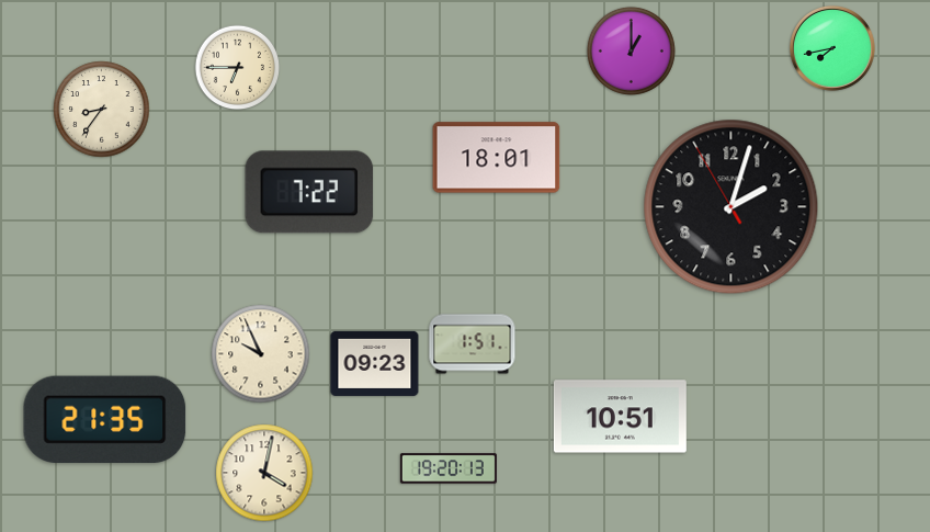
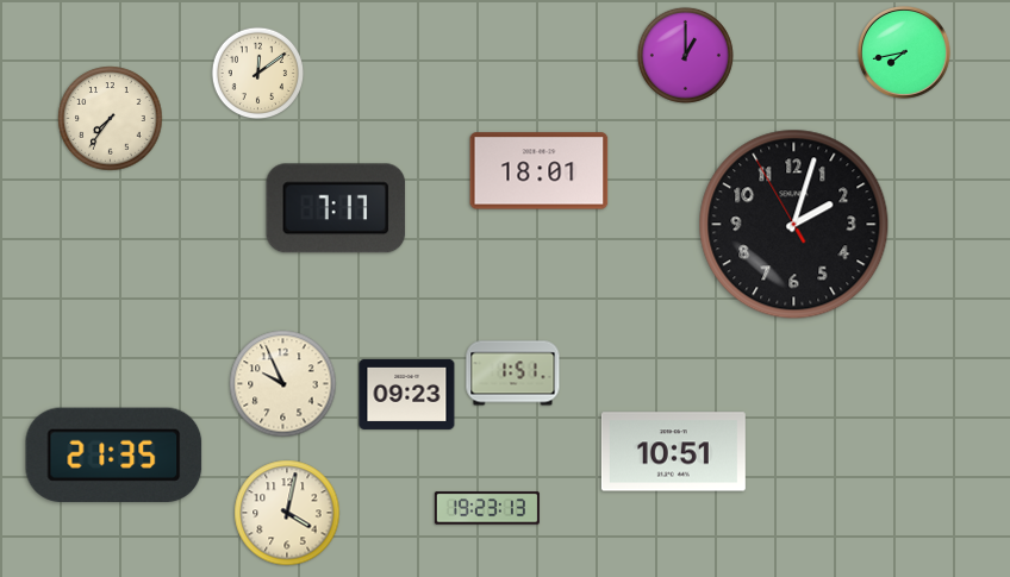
clock at (238, 68): 6:45 -> 12:09
clock at (102, 110): 8:36 -> 7:36
clock at (309, 192): 7:22 -> 7:17
clock at (449, 468): 19:20 -> 19:23
